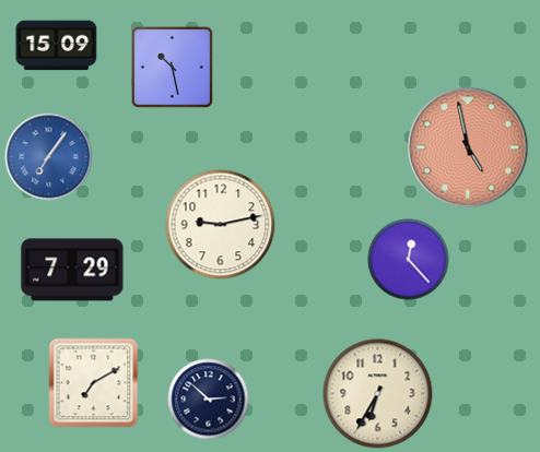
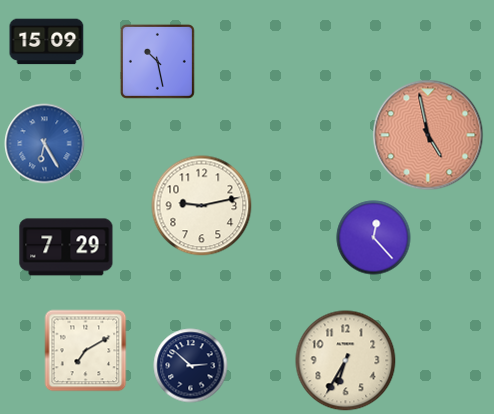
clock at (57, 46) position: (57, 46) -> (47, 42)
clock at (49, 157): 7:06 -> 6:25
